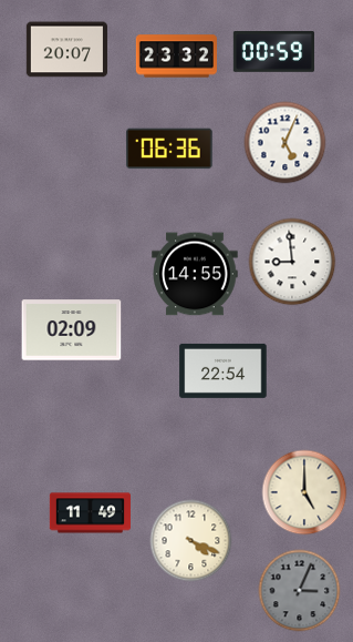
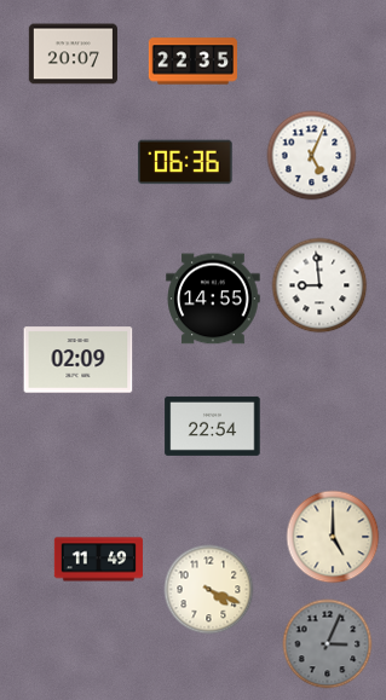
clock at (273, 52): 00:59 -> none
clock at (176, 57): 23:32 -> 22:35
clock at (224, 370) position: (224, 370) -> (213, 426)
